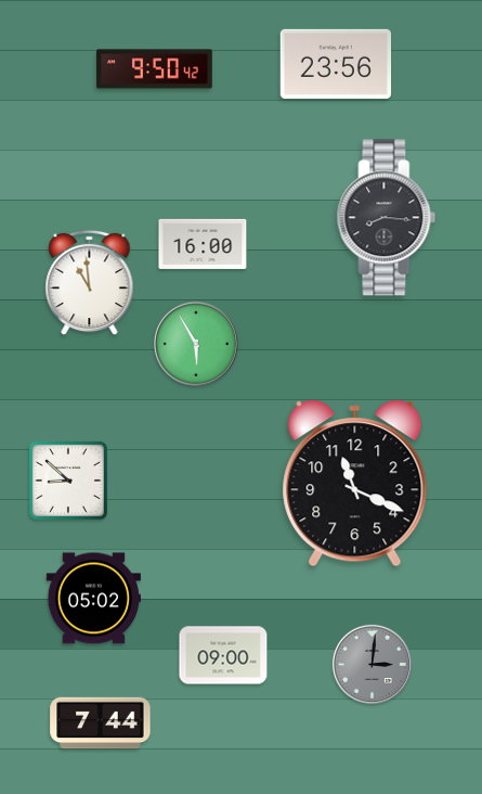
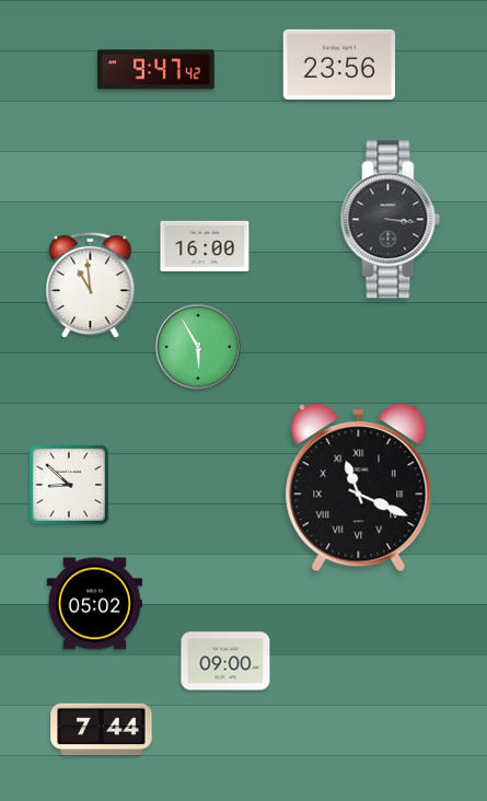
clock at (155, 69): 9:50 -> 9:47
clock at (387, 218): 8:16 -> 3:16
clock at (355, 484) numerals: Arabic -> Roman
clock at (372, 664): 3:01 -> none
